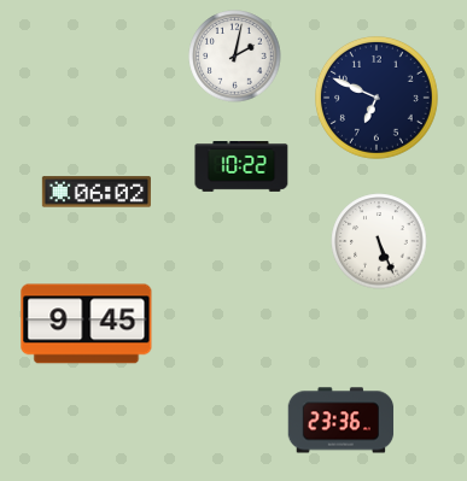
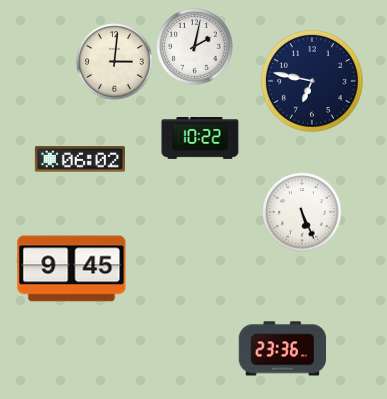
clock at (115, 62): none -> 3:01
clock at (378, 99): 6:49 -> 6:47
clock at (379, 241) position: (379, 241) -> (302, 212)
